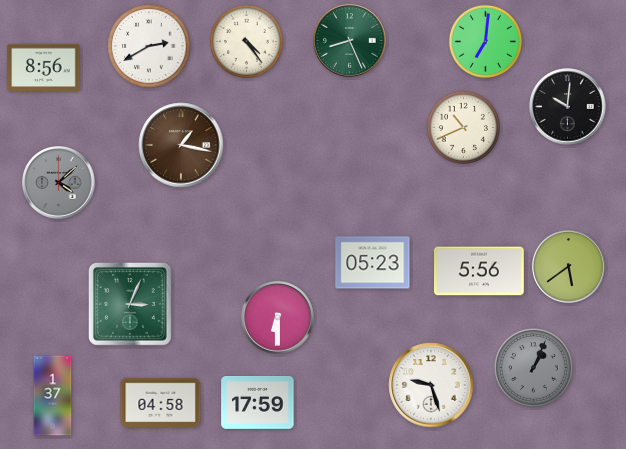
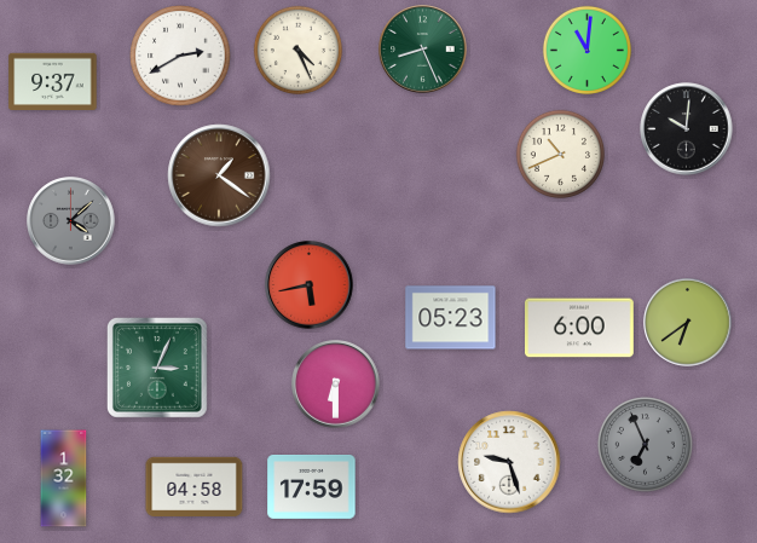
clock at (246, 41): 4:24 -> 4:26
clock at (485, 41): 7:01 -> 11:01
clock at (44, 68): 8:56 -> 9:37
clock at (181, 145): 1:17 -> 1:21
clock at (310, 285): none -> 5:43
clock at (569, 267): 5:39 -> 6:39
clock at (480, 271): 5:56 -> 6:00
clock at (533, 367): 1:04 -> 6:56
clock at (431, 385) position: (431, 385) -> (509, 462)
clock at (53, 396): 1:37 -> 1:32
